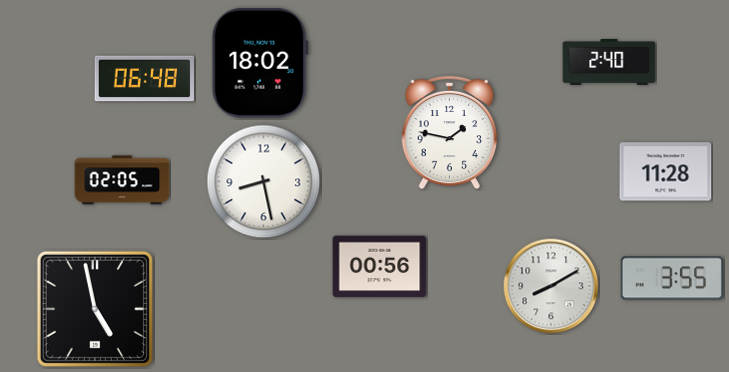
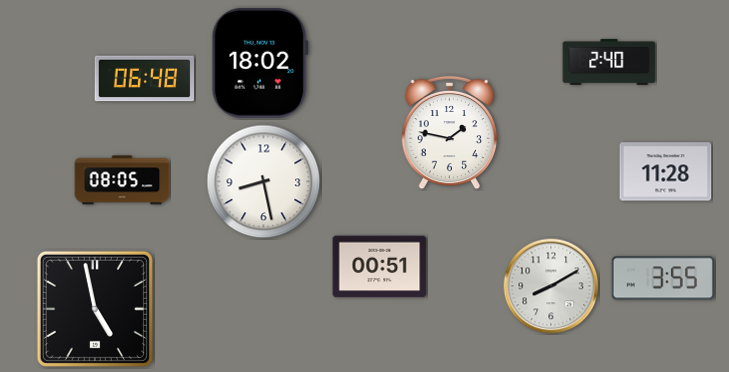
clock at (122, 180): 02:05 -> 08:05
clock at (380, 267): 00:56 -> 00:51
clock at (672, 278) position: (672, 278) -> (663, 278)
